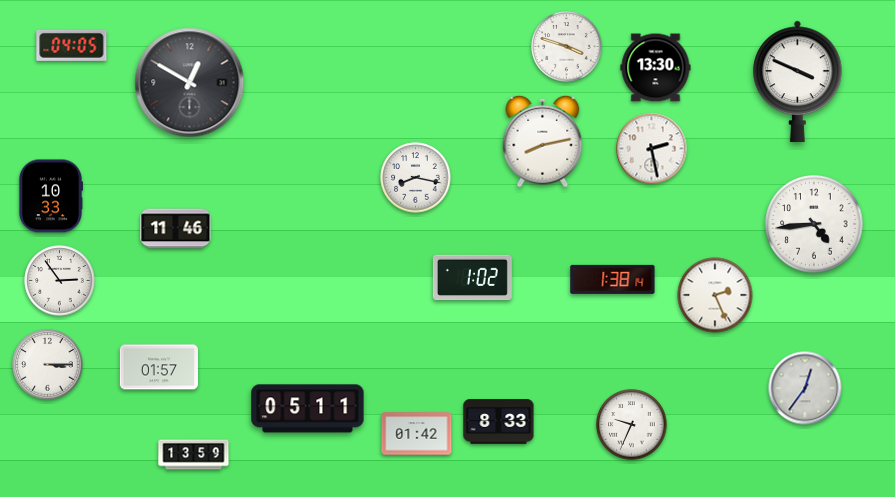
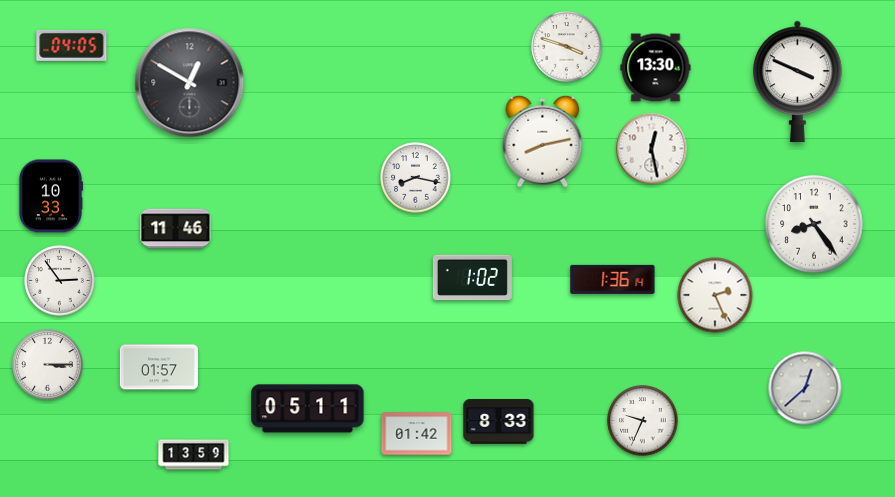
clock at (652, 149): 2:28 -> 12:28
clock at (814, 224): 4:44 -> 8:24
clock at (613, 279): 1:38 -> 1:36
clock at (805, 388): 12:36 -> 12:38
clock at (632, 425) position: (632, 425) -> (643, 421)
